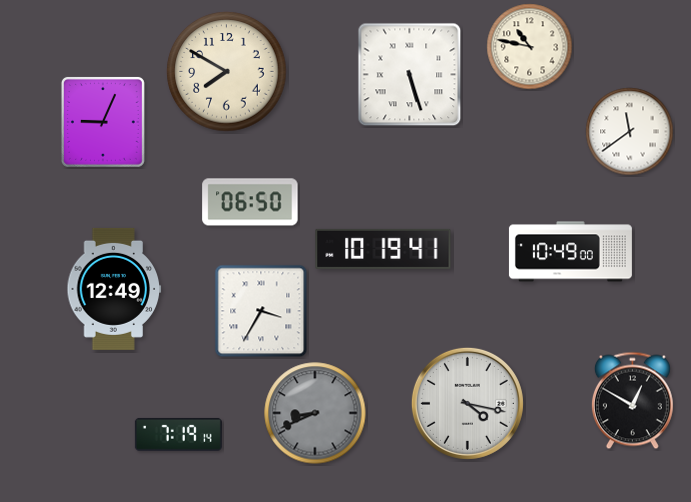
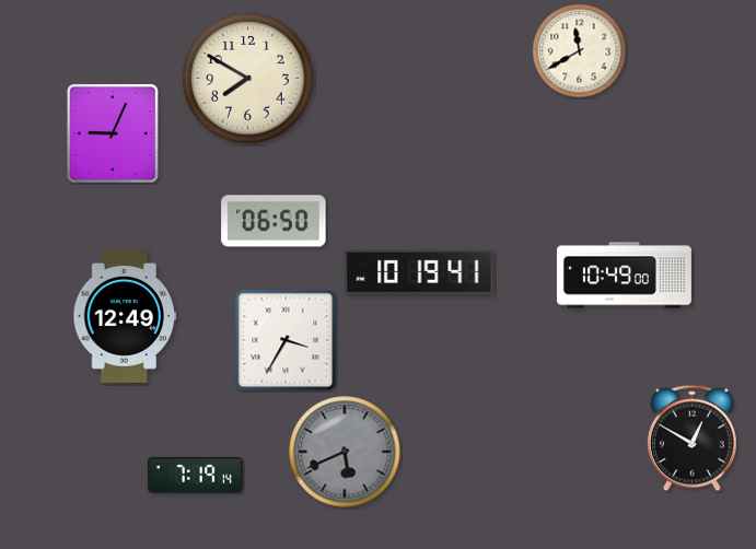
clock at (530, 47): 10:47 -> 11:40
clock at (410, 75): 5:27 -> none
clock at (630, 132): 11:39 -> none
clock at (467, 403): 4:17 -> none
clock at (315, 413): 8:41 -> 5:41
